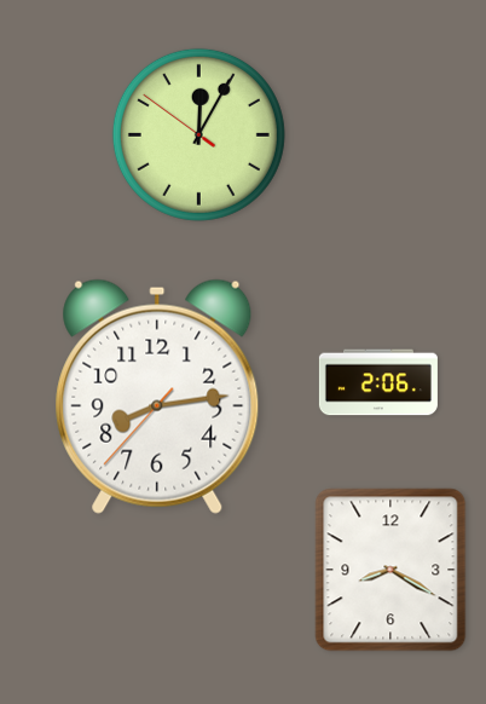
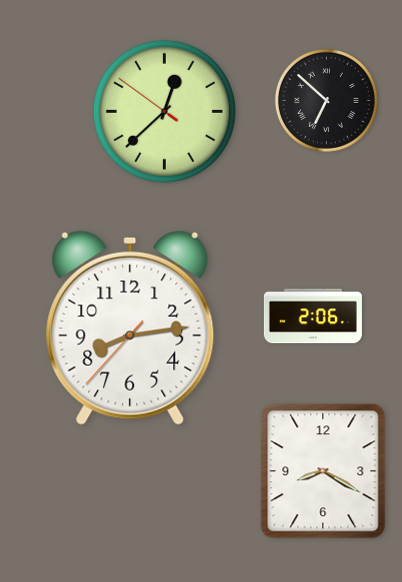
clock at (326, 100): none -> 6:52
clock at (198, 134): 12:04 -> 12:37
